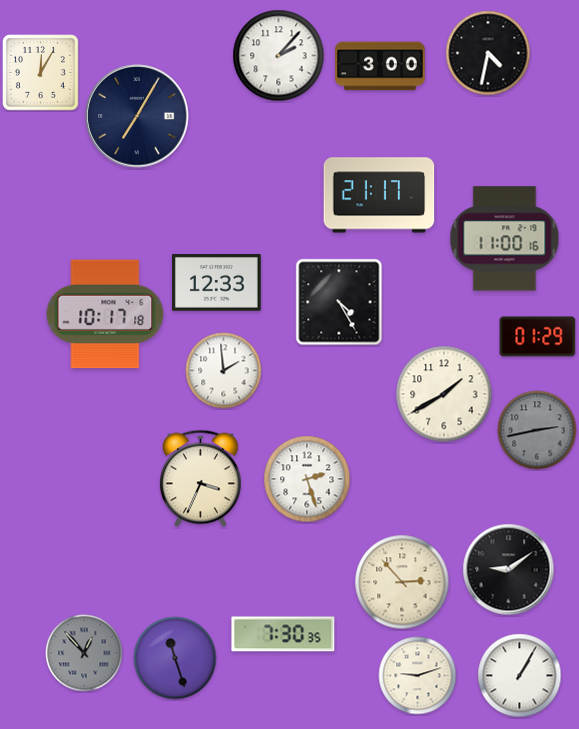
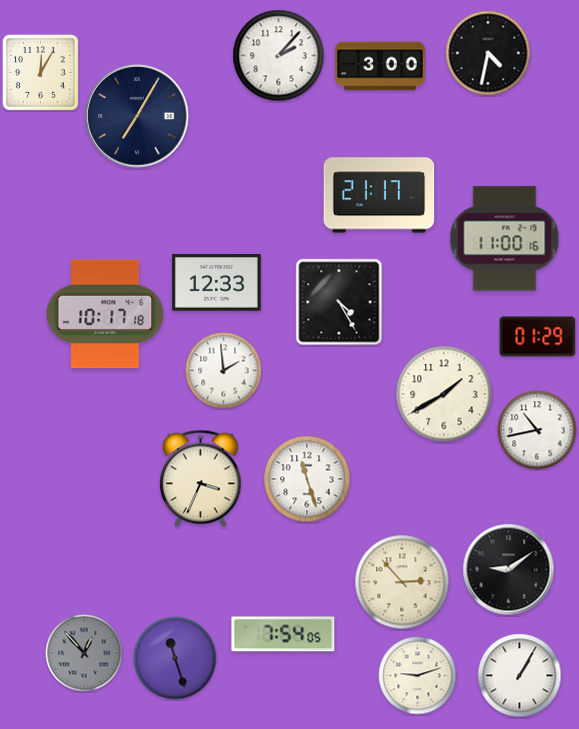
clock at (537, 430): 2:43 -> 10:43
clock at (537, 430) dial: grey -> white
clock at (307, 479): 2:27 -> 11:27
clock at (283, 634): 7:30 -> 7:54
